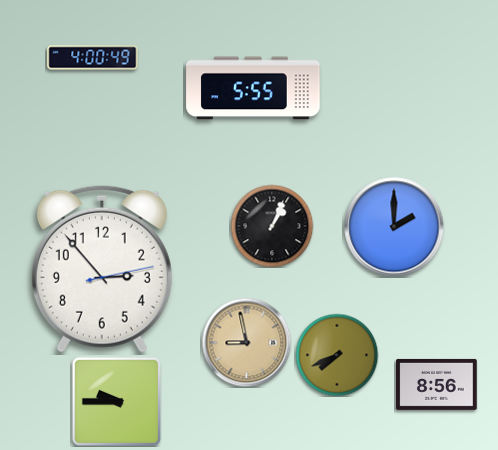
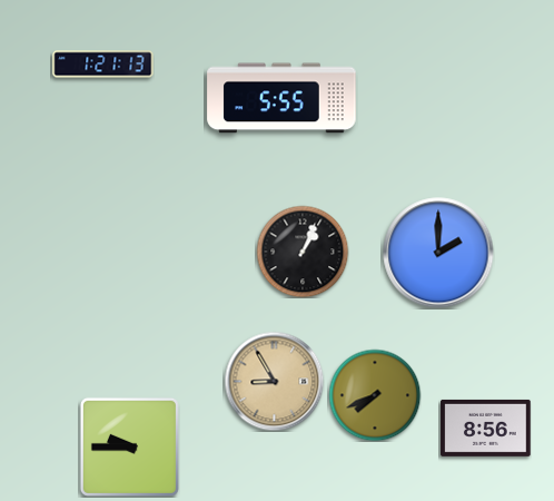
clock at (93, 58): 4:00 -> 1:21
clock at (102, 269): 2:53 -> none
clock at (246, 342): 8:58 -> 8:55
